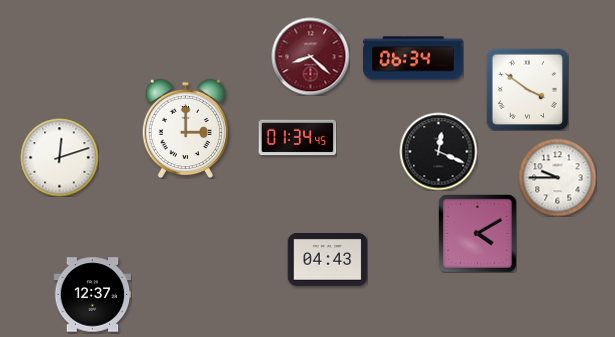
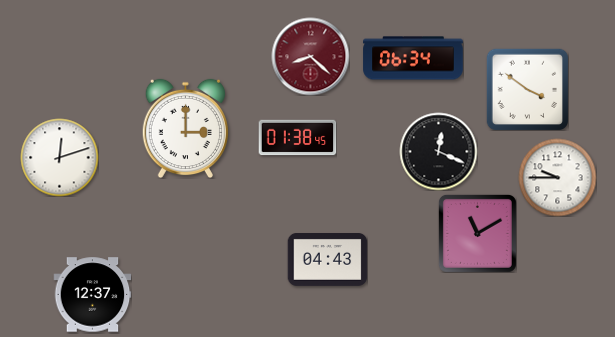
clock at (297, 138): 01:34 -> 01:38
clock at (477, 233): 4:10 -> 11:10
